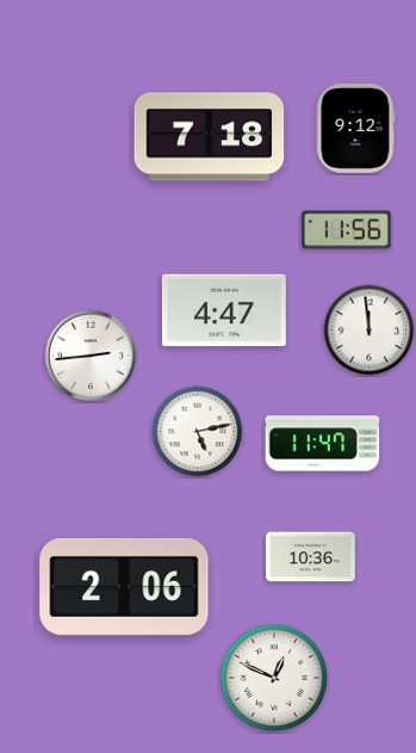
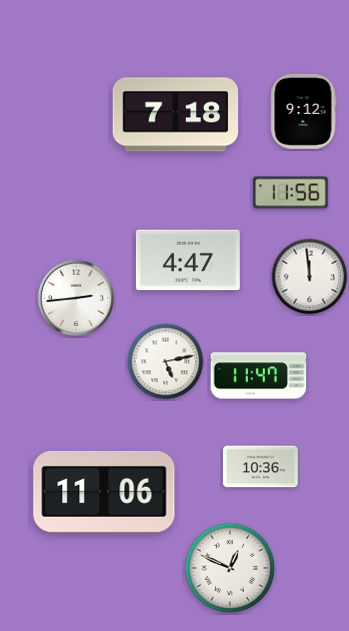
clock at (355, 128) position: (355, 128) -> (303, 111)
clock at (323, 444) position: (323, 444) -> (259, 376)
clock at (124, 587): 2:06 -> 11:06
